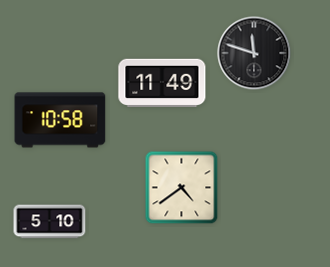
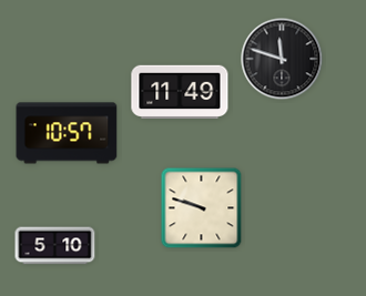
clock at (60, 120): 10:58 -> 10:57
clock at (182, 188): 4:39 -> 9:48
